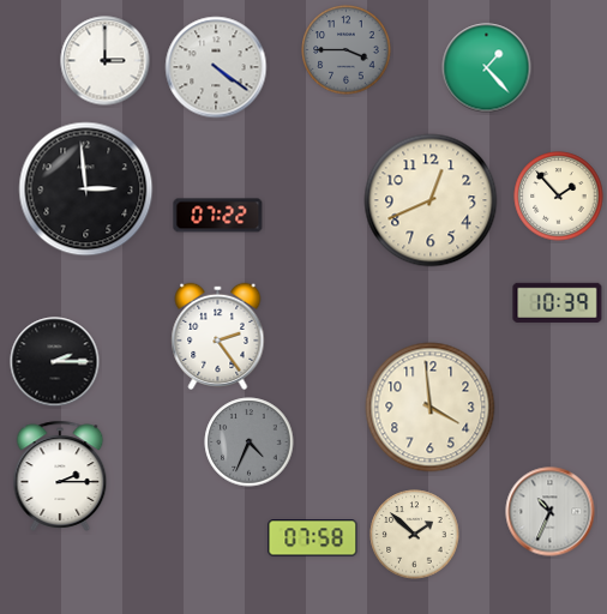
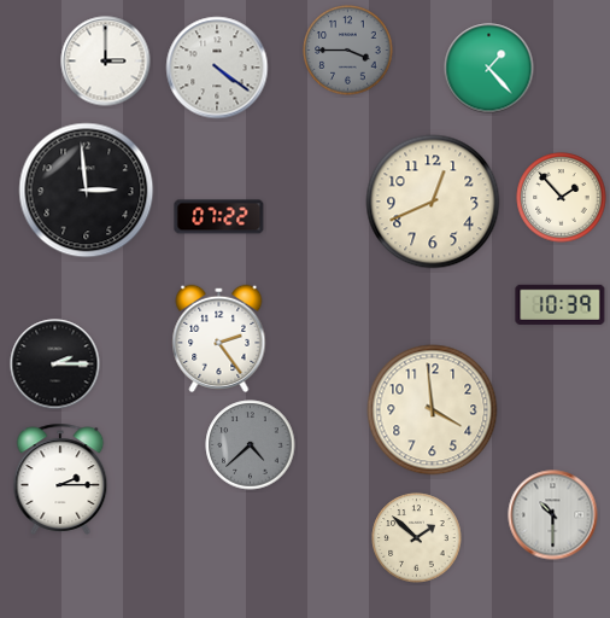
clock at (250, 443): 4:34 -> 4:38
clock at (551, 512): 10:34 -> 10:30
clock at (313, 538): 07:58 -> none
